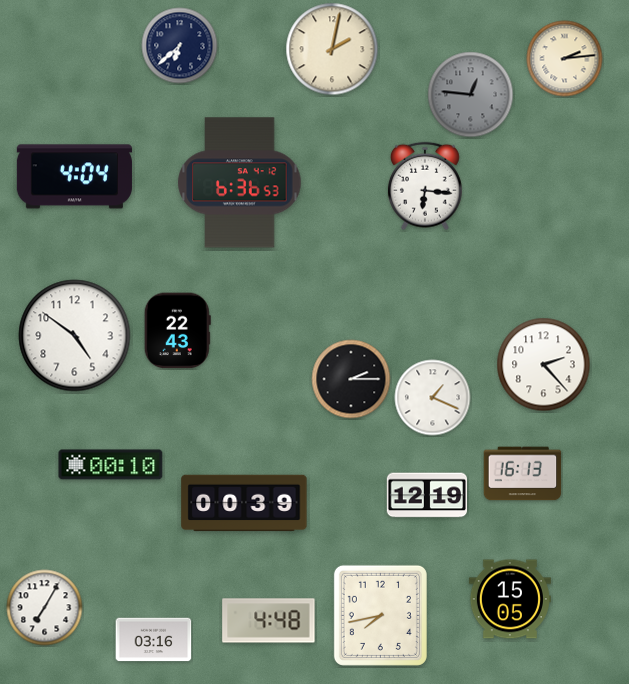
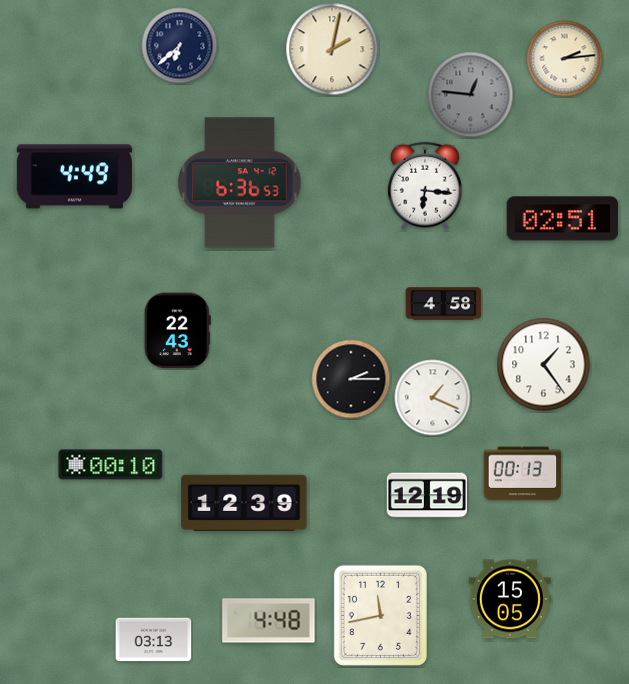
clock at (74, 177): 4:04 -> 4:49
clock at (563, 219): none -> 02:51
clock at (444, 304): none -> 4:58
clock at (75, 336): 4:51 -> none
clock at (544, 365): 2:23 -> 1:24
clock at (523, 474): 16:13 -> 00:13
clock at (244, 503): 00:39 -> 12:39
clock at (45, 608): 7:05 -> none
clock at (380, 615): 7:43 -> 11:43
clock at (154, 640): 03:16 -> 03:13
